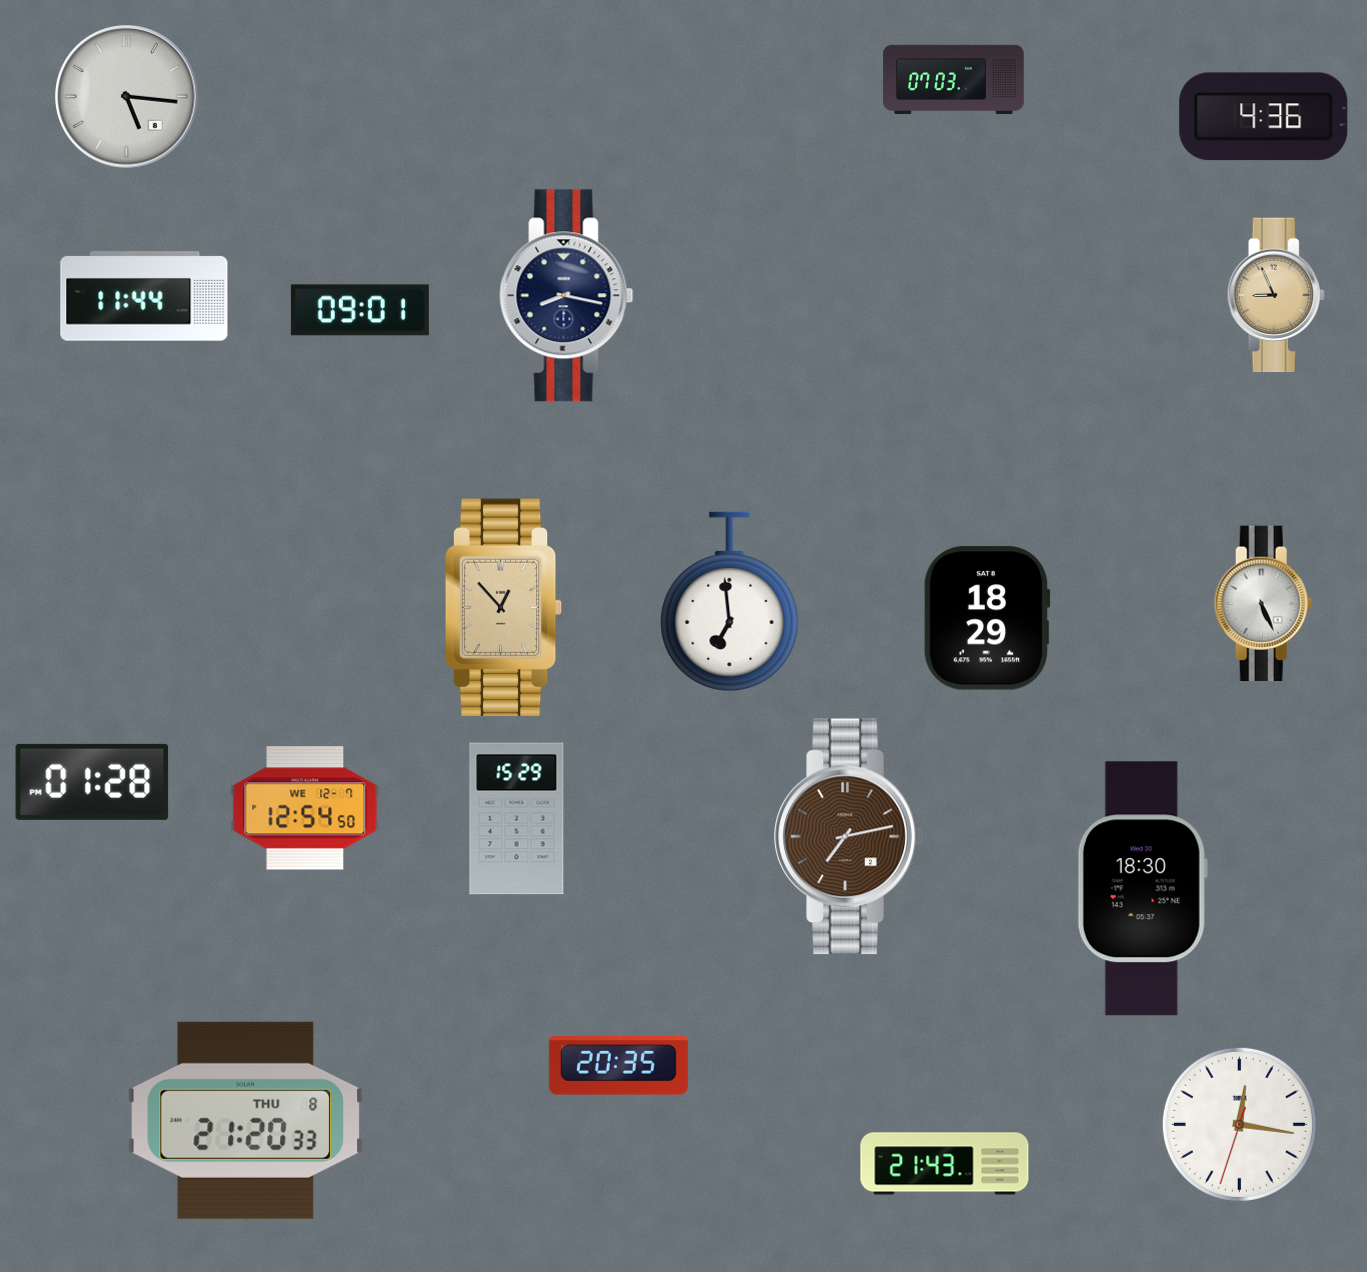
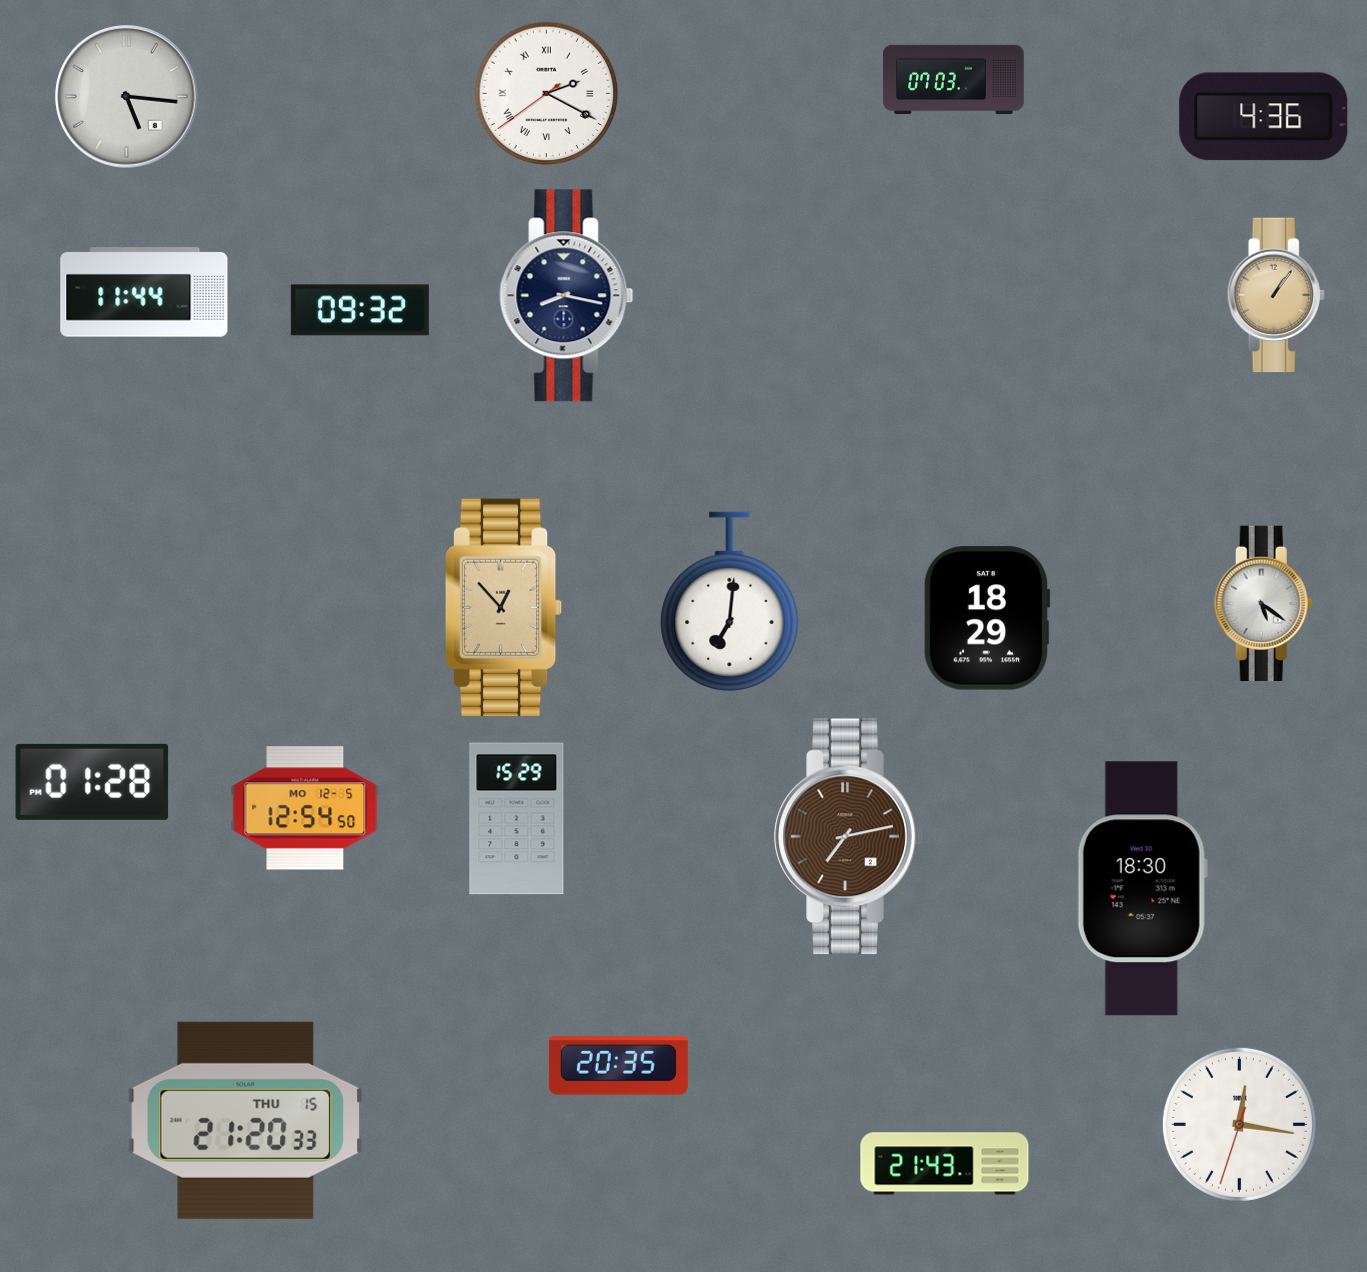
clock at (547, 94): none -> 2:19
clock at (1276, 295): 8:56 -> 1:06
clock at (144, 296) position: (144, 296) -> (144, 292)
clock at (360, 310): 09:01 -> 09:32
clock at (730, 601): 6:59 -> 7:01
clock at (1263, 603): 5:26 -> 5:21
clock at (305, 808) date: WE 12-7 -> MO 12-5
clock at (246, 1120) date: THU 8 -> THU 15
